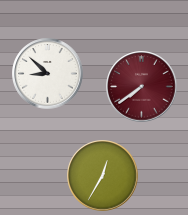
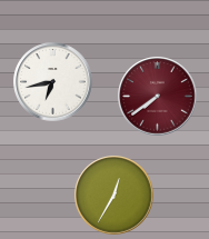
clock at (48, 74): 8:52 -> 6:43
